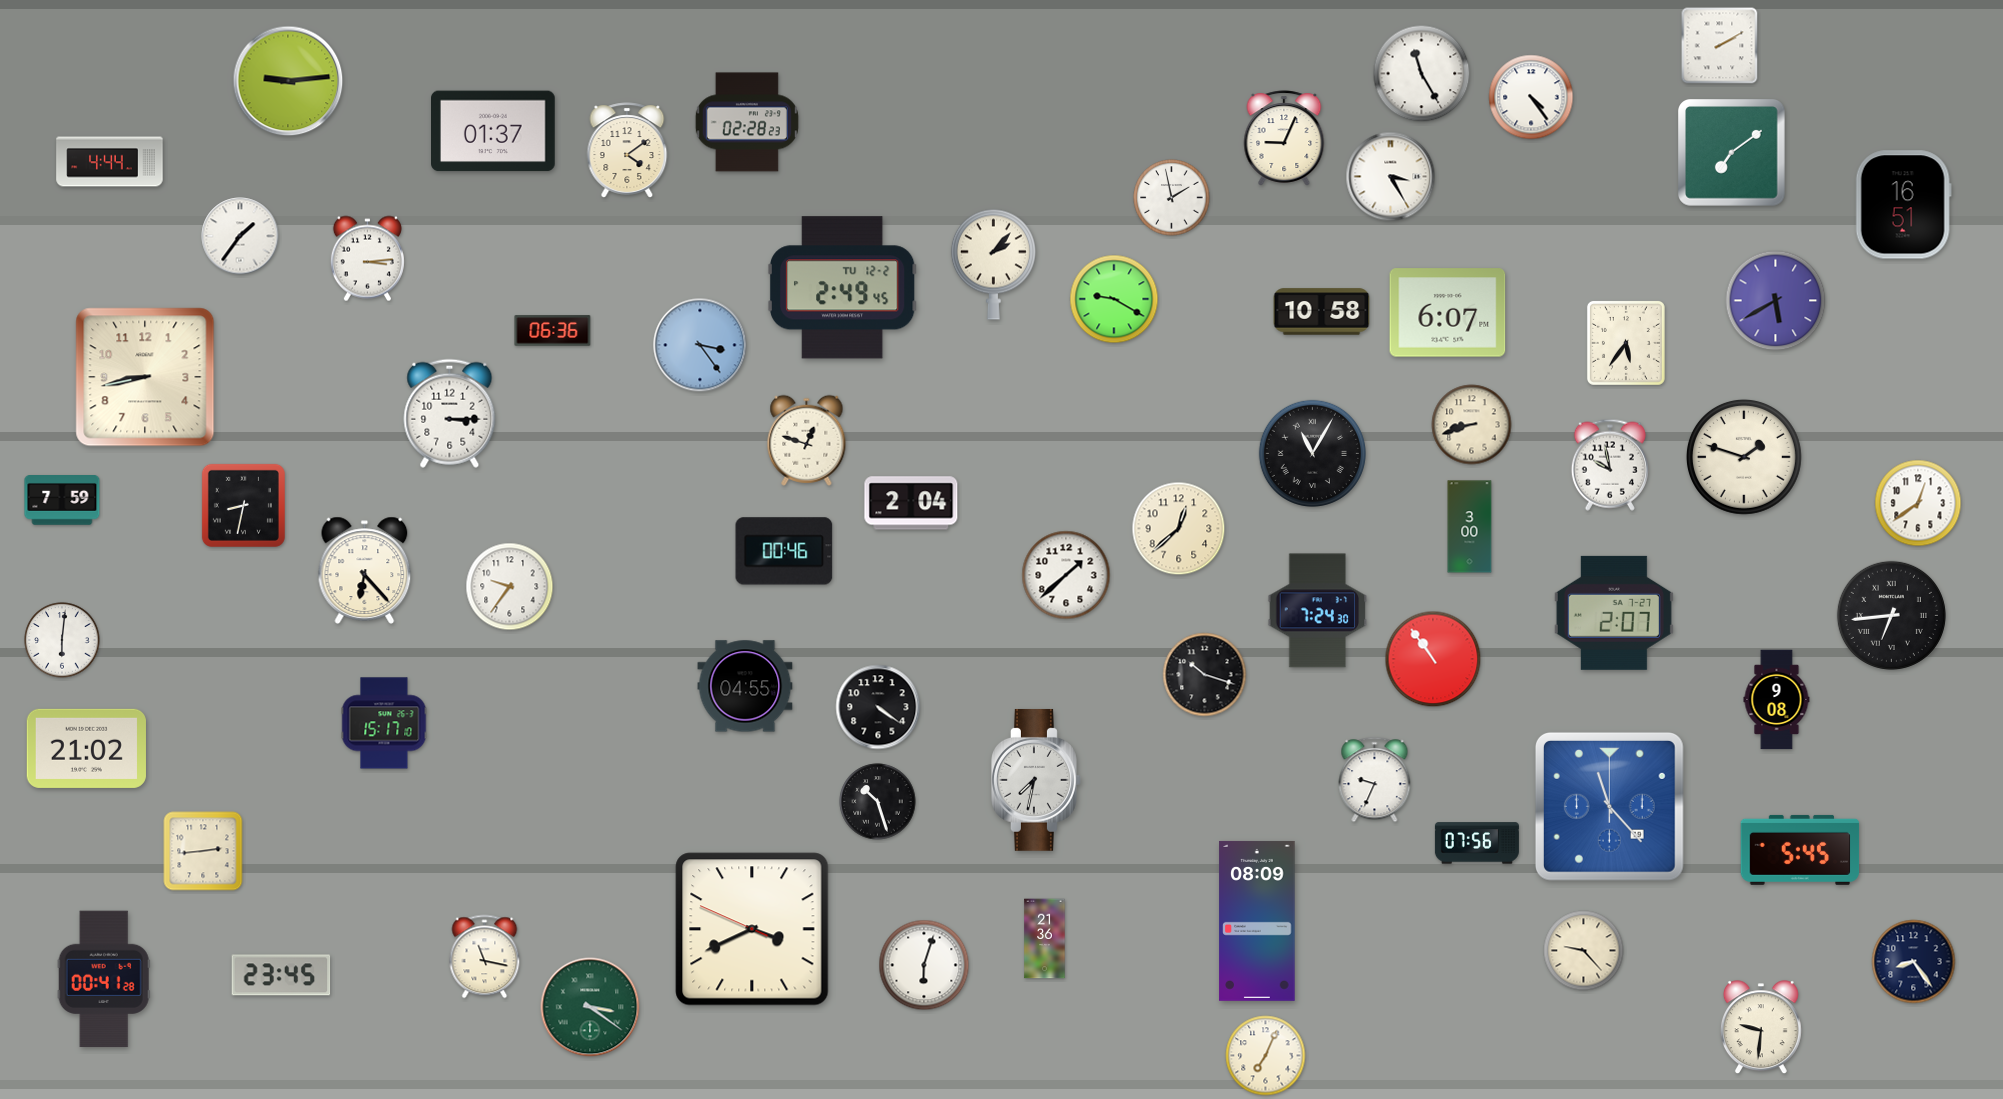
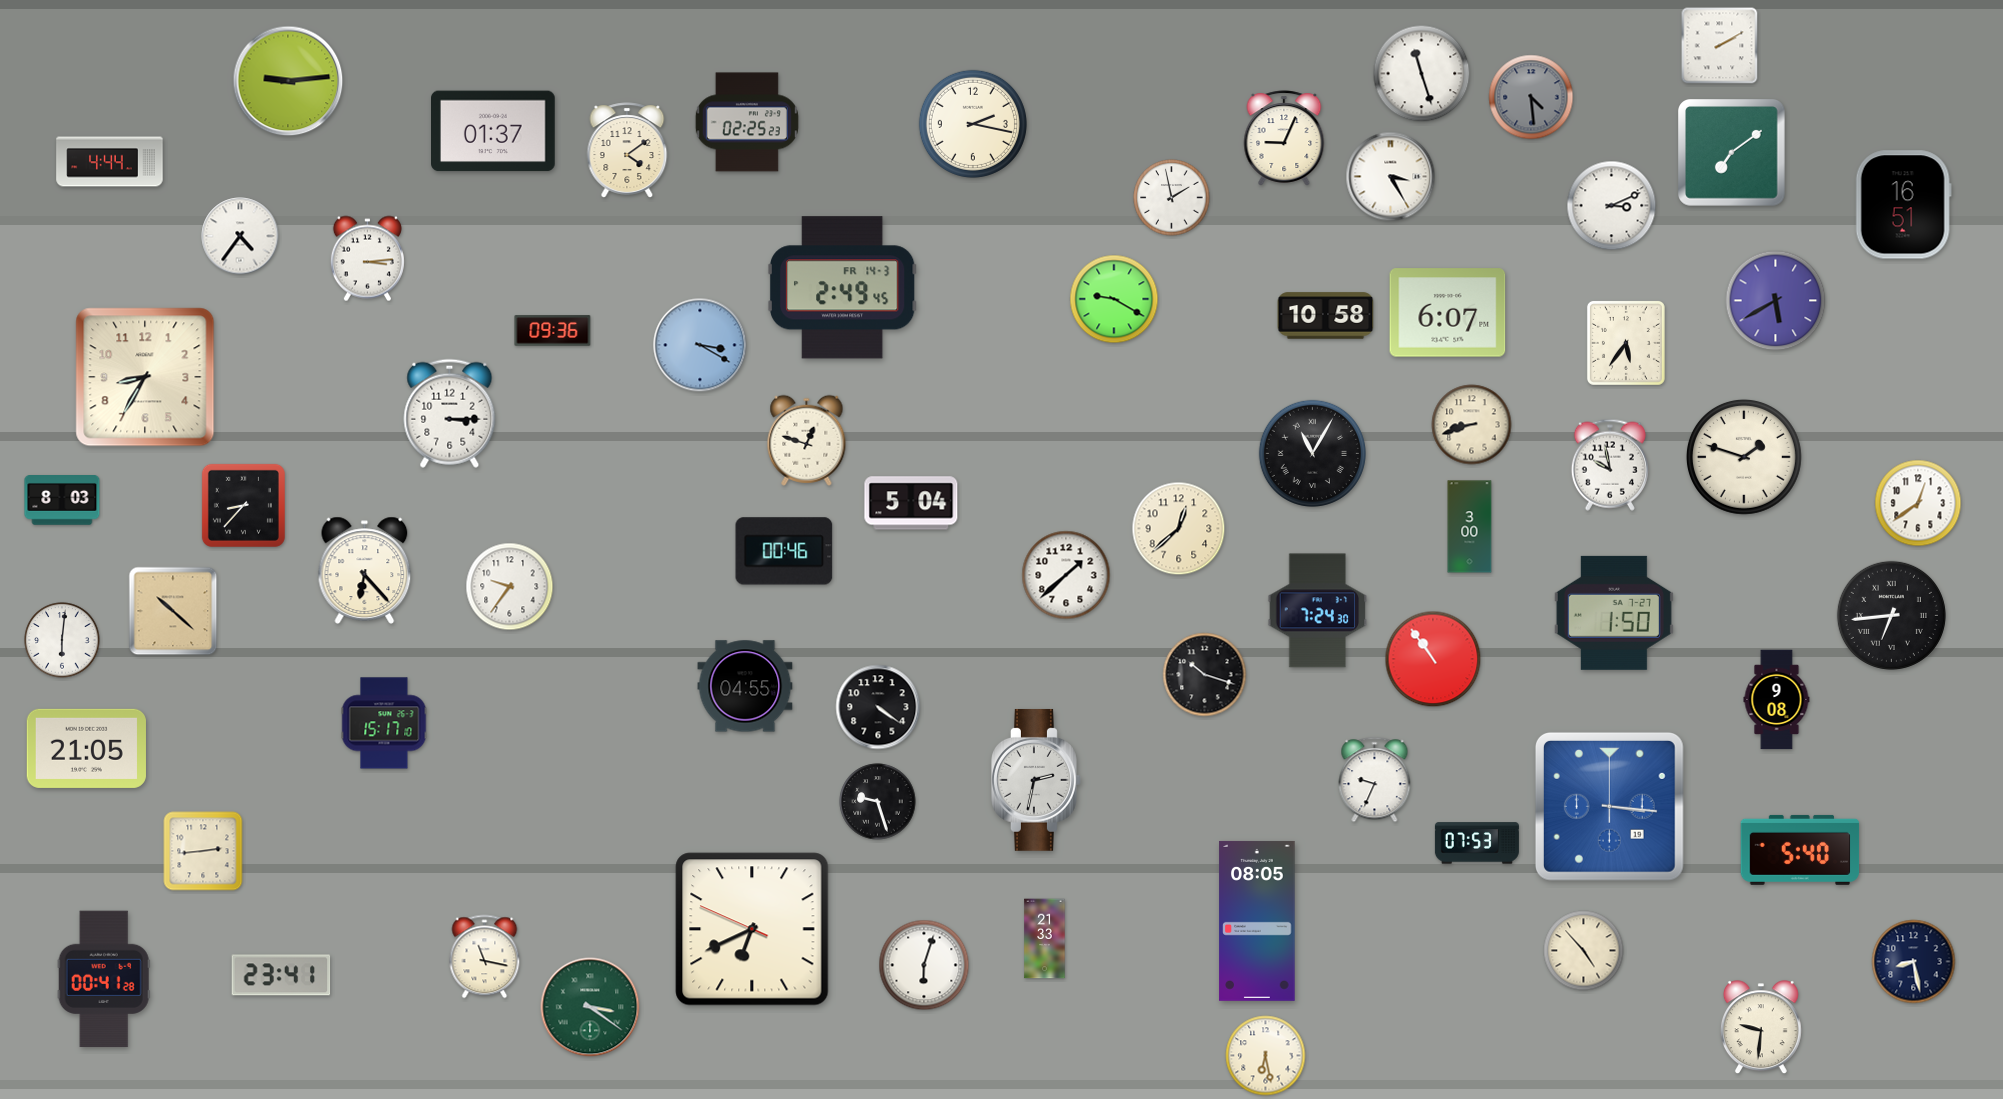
clock at (1422, 74): 11:25 -> 11:27
clock at (1531, 97): 4:24 -> 4:29
clock at (1531, 97) dial: white -> grey
clock at (747, 122): 02:28 -> 02:25
clock at (973, 124): none -> 2:17
clock at (1612, 206): none -> 3:11
clock at (240, 236): 1:36 -> 4:36
clock at (993, 264): 2:07 -> none
clock at (842, 288) date: TU 12-2 -> FR 14-3
clock at (1322, 312) position: (1322, 312) -> (1326, 316)
clock at (553, 331): 06:36 -> 09:36
clock at (700, 345): 3:24 -> 3:20
clock at (145, 377): 8:43 -> 8:35
clock at (62, 500): 7:59 -> 8:03
clock at (911, 503): 2:04 -> 5:04
clock at (243, 505): 8:32 -> 8:37
clock at (173, 611): none -> 10:22
clock at (1614, 613): 2:07 -> 1:50
clock at (86, 748): 21:02 -> 21:05
clock at (1037, 780): 7:32 -> 2:32
clock at (878, 802): 10:27 -> 9:27
clock at (1609, 806): 11:23 -> 3:16
clock at (1477, 843): 07:56 -> 07:53
clock at (1800, 850): 5:45 -> 5:40
clock at (1257, 921): 08:09 -> 08:05
clock at (752, 929): 3:40 -> 6:40
clock at (1045, 939): 21:36 -> 21:33
clock at (1584, 951): 9:23 -> 4:53
clock at (1914, 962): 8:24 -> 8:28
clock at (281, 975): 23:45 -> 23:41
clock at (1266, 1056): 7:04 -> 6:28
